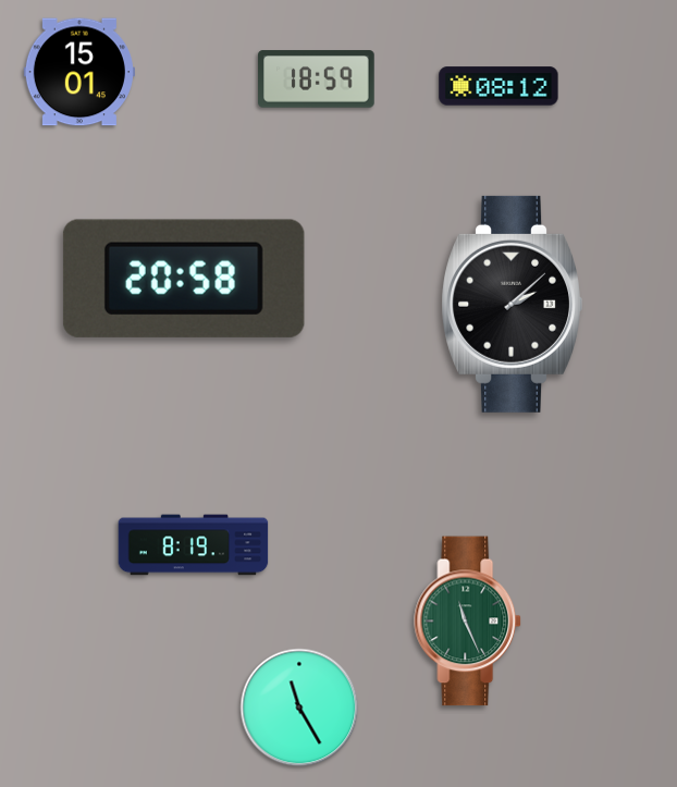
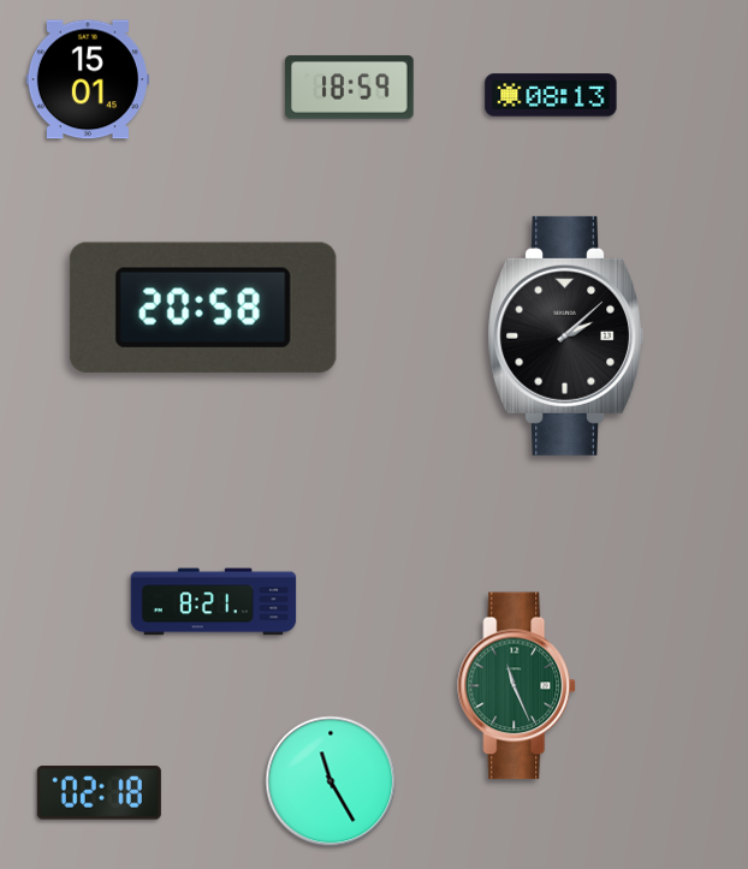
clock at (498, 86): 08:12 -> 08:13
clock at (194, 545): 8:19 -> 8:21
clock at (99, 793): none -> 02:18
